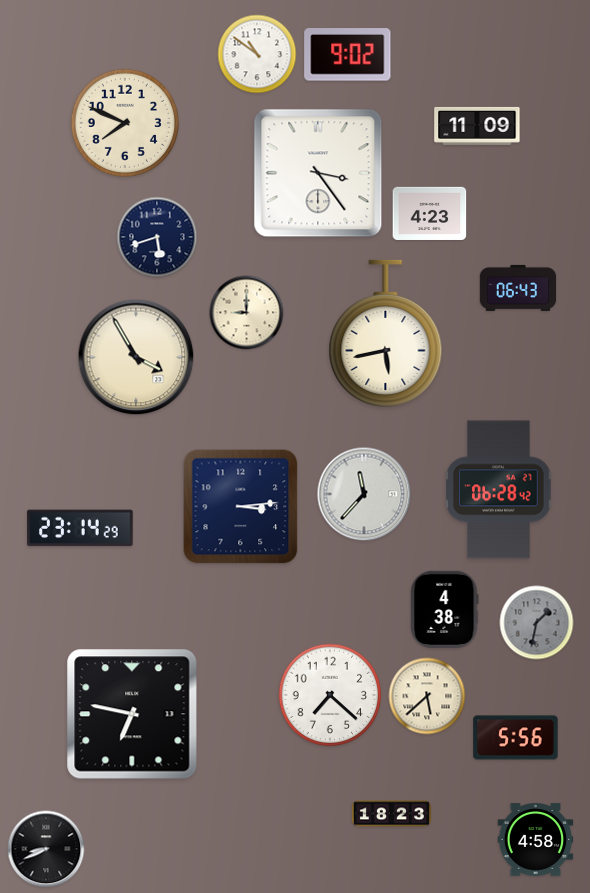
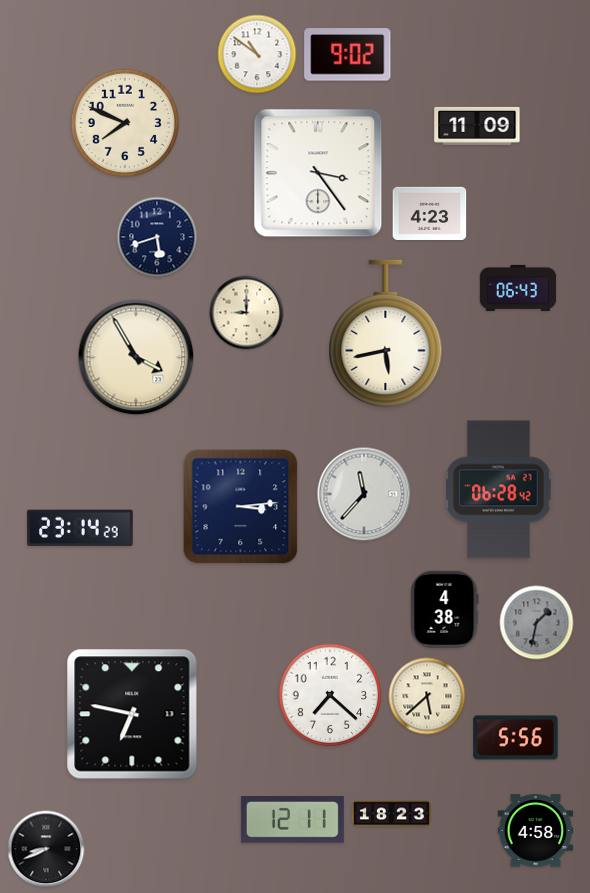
clock at (292, 820): none -> 12:11
clock at (536, 840) position: (536, 840) -> (536, 831)
